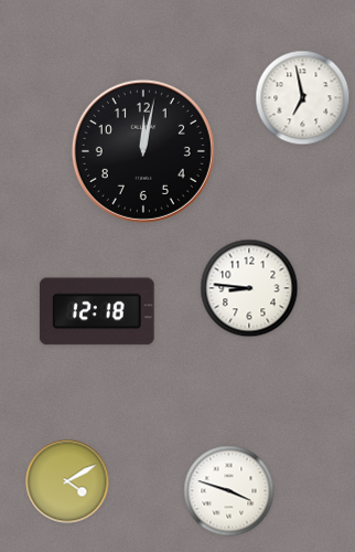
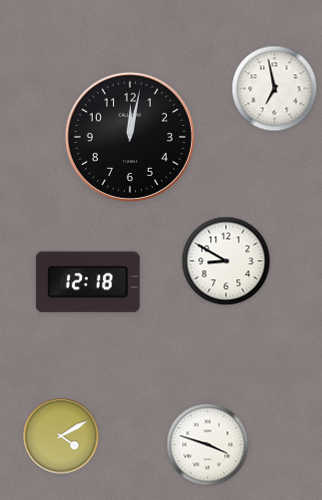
clock at (249, 288): 8:46 -> 8:50
